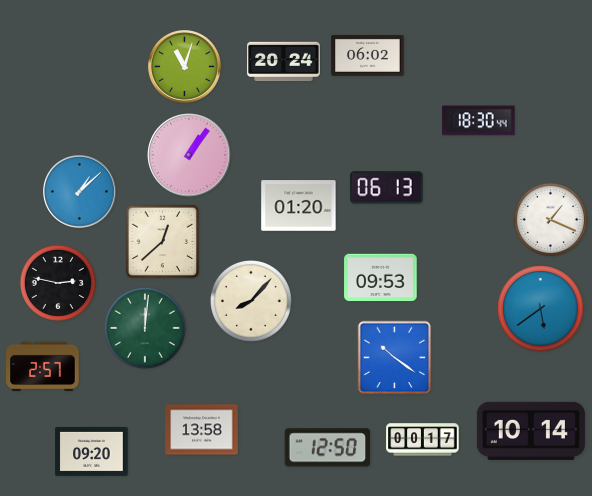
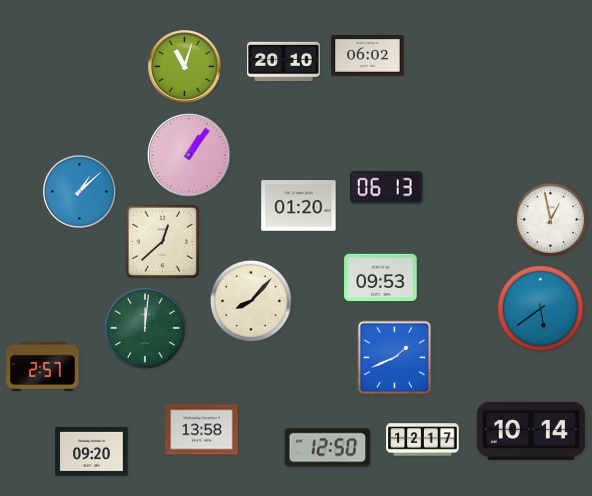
clock at (284, 62): 20:24 -> 20:10
clock at (479, 121): 18:30 -> none
clock at (551, 220): 1:19 -> 12:58
clock at (58, 283): 2:47 -> none
clock at (395, 358): 10:21 -> 1:41
clock at (423, 440): 00:17 -> 12:17
